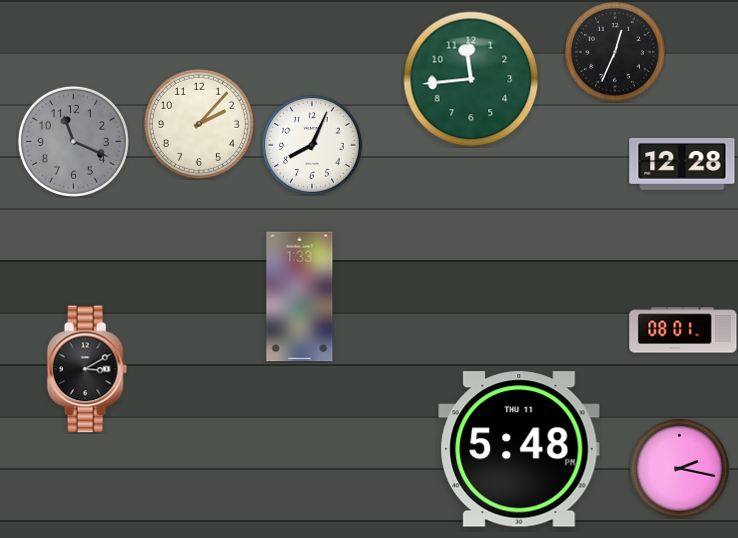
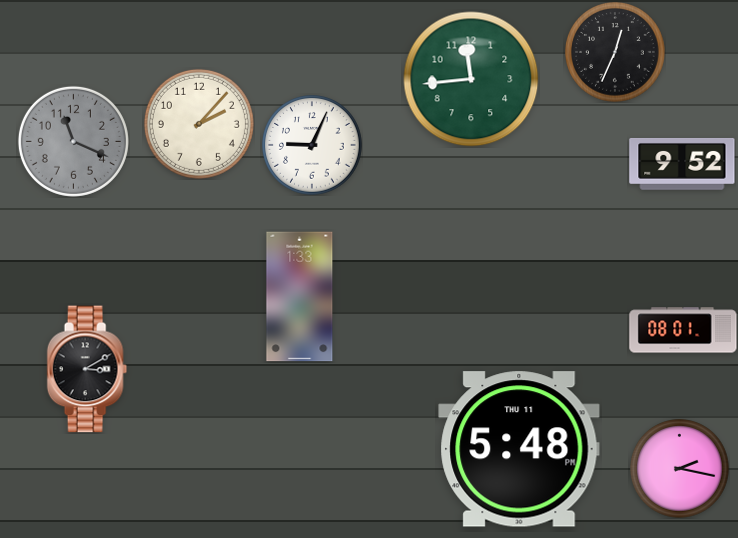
clock at (312, 145): 8:04 -> 9:04
clock at (682, 164): 12:28 -> 9:52
